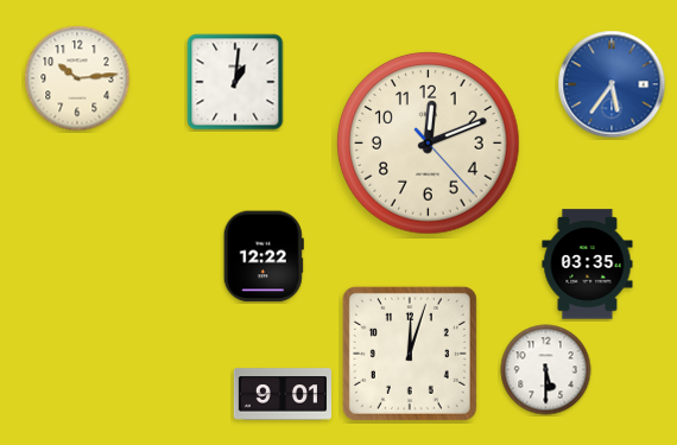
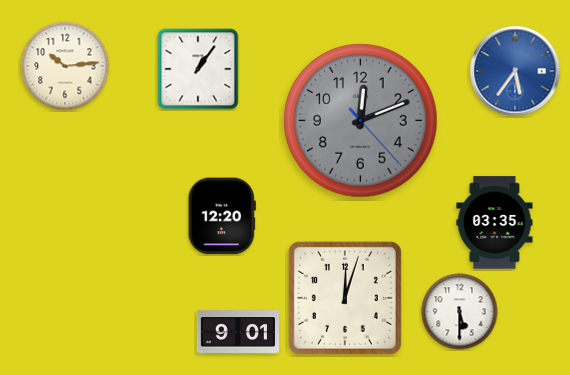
clock at (235, 82): 1:01 -> 1:06
clock at (429, 144) dial: cream -> grey
clock at (264, 256): 12:22 -> 12:20
